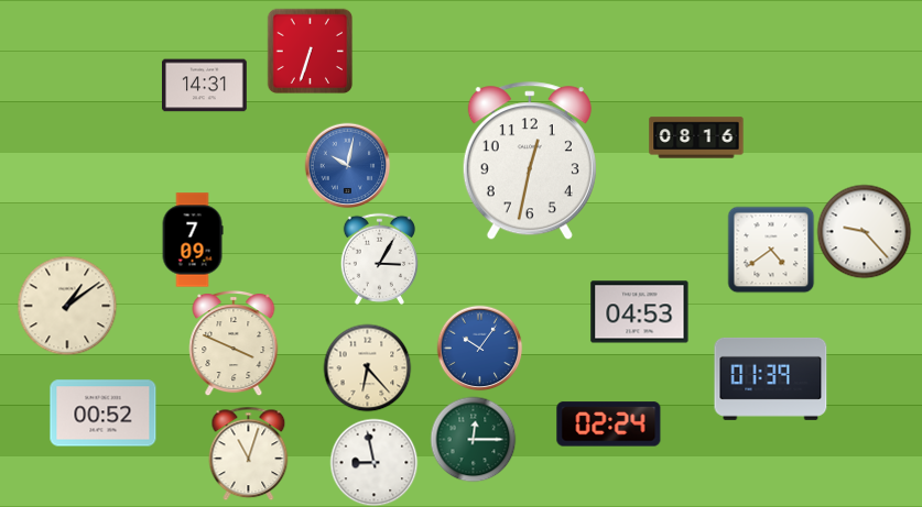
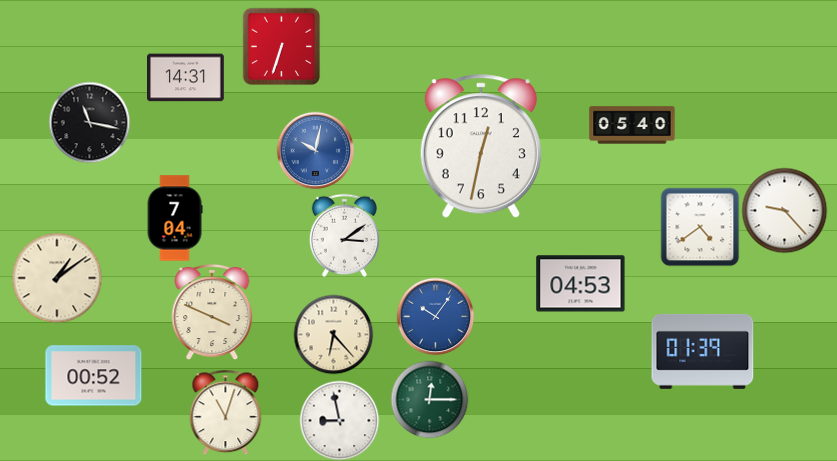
clock at (89, 122): none -> 11:17
clock at (696, 137): 08:16 -> 05:40
clock at (193, 240): 7:09 -> 7:04
clock at (379, 258): 3:05 -> 3:09
clock at (67, 306) position: (67, 306) -> (57, 278)
clock at (771, 378) position: (771, 378) -> (703, 351)
clock at (609, 425): 02:24 -> none
